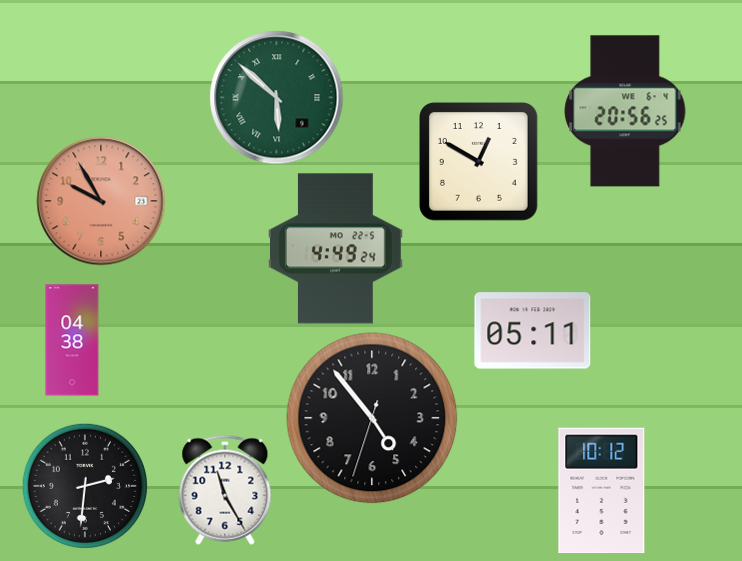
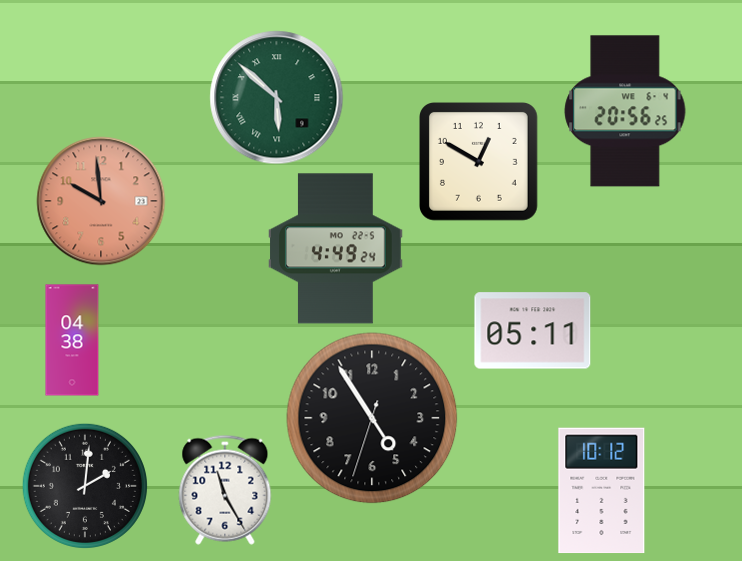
clock at (101, 201): 9:55 -> 9:59
clock at (372, 418): 4:53 -> 4:54
clock at (85, 486): 2:31 -> 2:01
